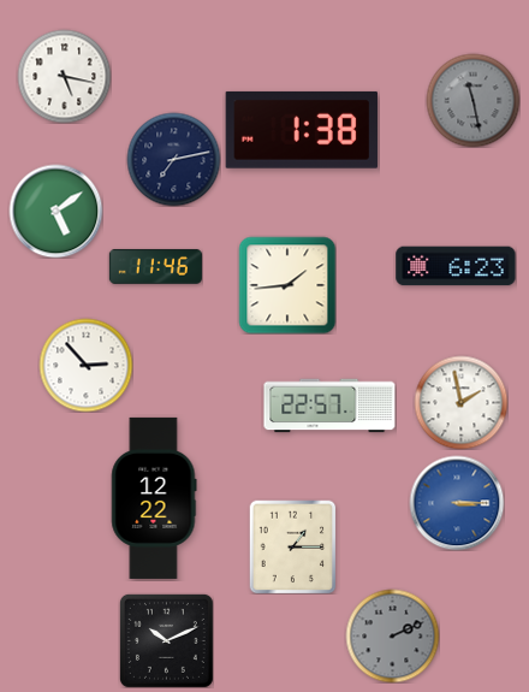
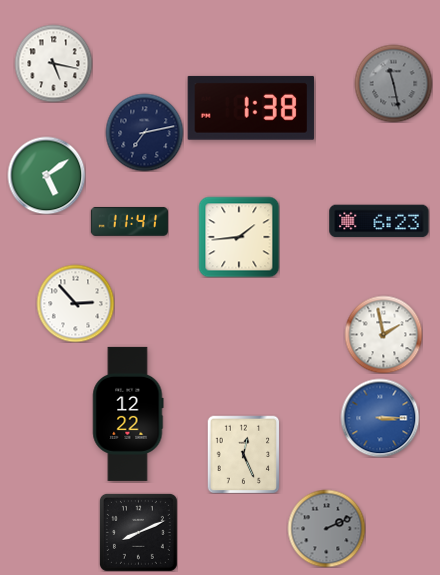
clock at (155, 266): 11:46 -> 11:41
clock at (85, 365) position: (85, 365) -> (75, 303)
clock at (329, 406): 22:57 -> none
clock at (293, 546): 1:15 -> 12:26
clock at (166, 640): 10:11 -> 8:11
